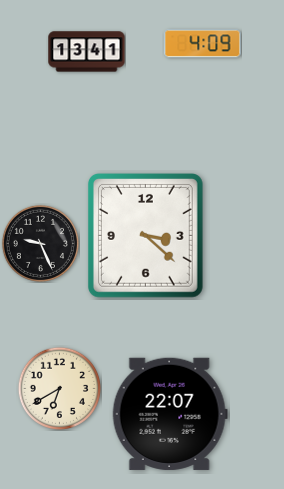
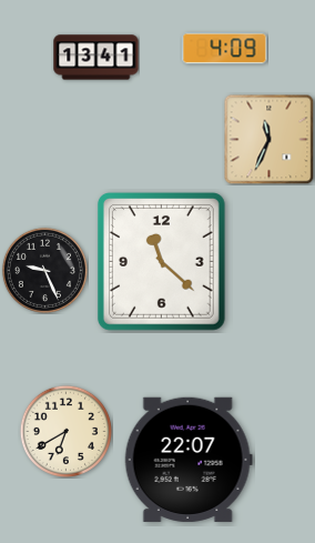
clock at (268, 139): none -> 11:34
clock at (145, 236): 3:22 -> 11:22
